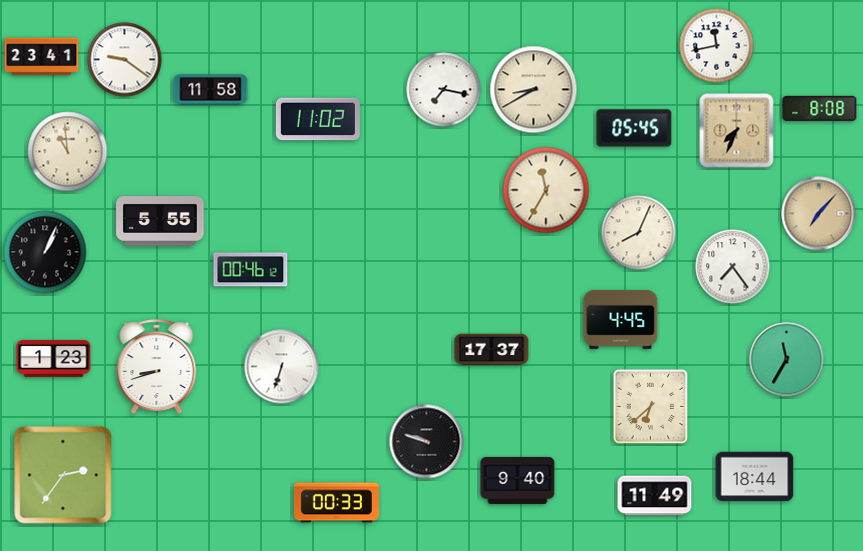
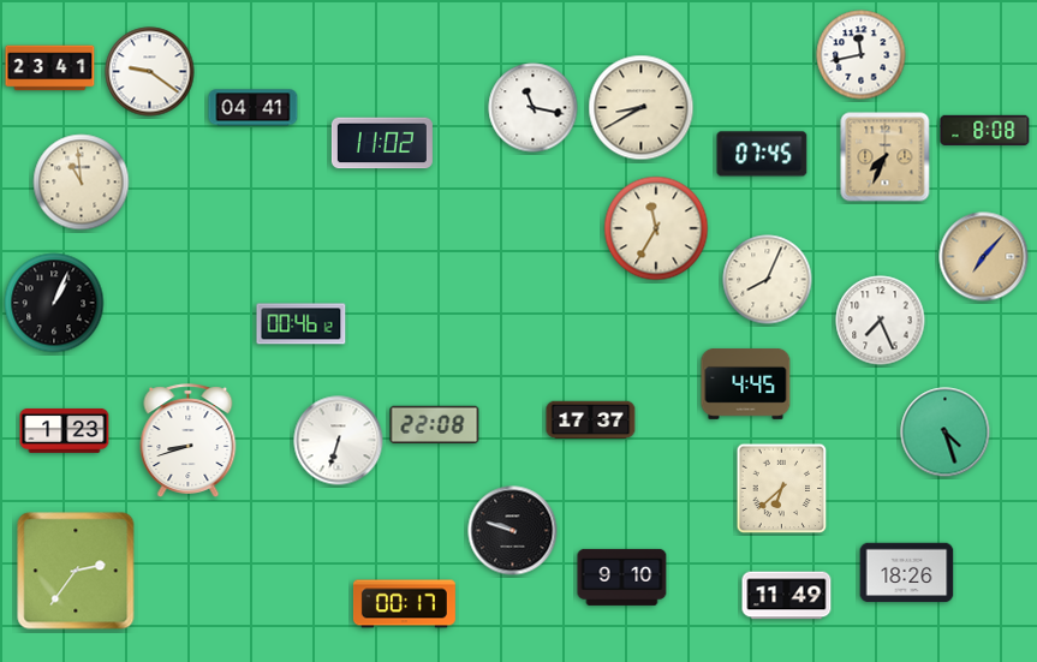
clock at (211, 90): 11:58 -> 04:41
clock at (444, 90): 7:17 -> 11:17
clock at (634, 128): 05:45 -> 07:45
clock at (160, 222): 5:55 -> none
clock at (733, 267): 7:24 -> 7:26
clock at (435, 425): none -> 22:08
clock at (787, 360): 11:35 -> 4:27
clock at (755, 477): 18:44 -> 18:26
clock at (518, 480): 9:40 -> 9:10
clock at (336, 503): 00:33 -> 00:17
